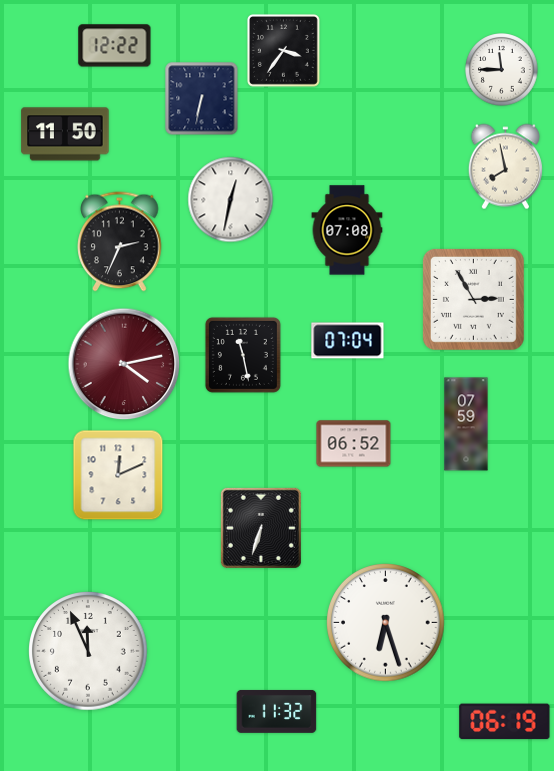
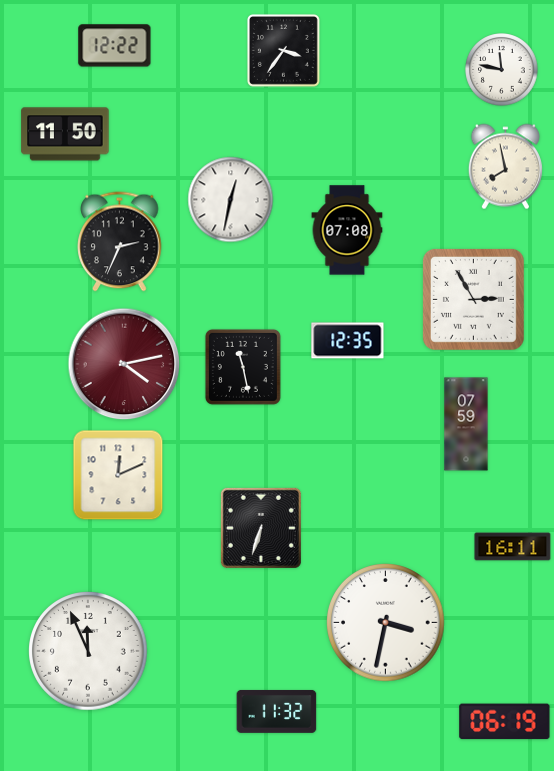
clock at (502, 70): 11:45 -> 11:47
clock at (202, 99): 6:32 -> none
clock at (348, 341): 07:04 -> 12:35
clock at (243, 355) position: (243, 355) -> (243, 367)
clock at (354, 444): 06:52 -> none
clock at (513, 547): none -> 16:11
clock at (386, 623): 6:27 -> 3:32
